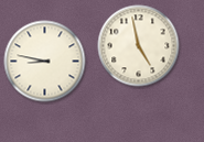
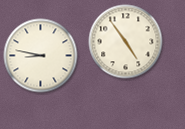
clock at (139, 46): 4:58 -> 4:54
